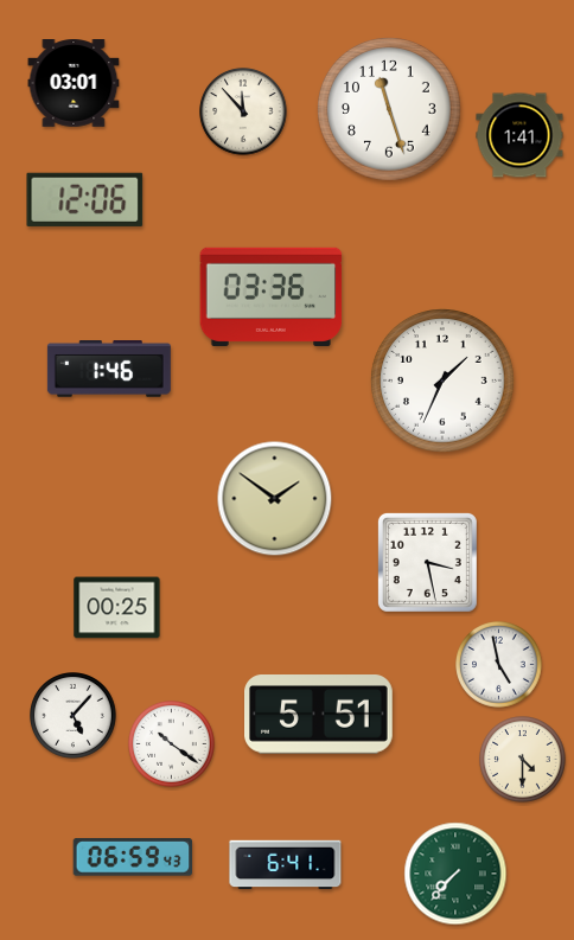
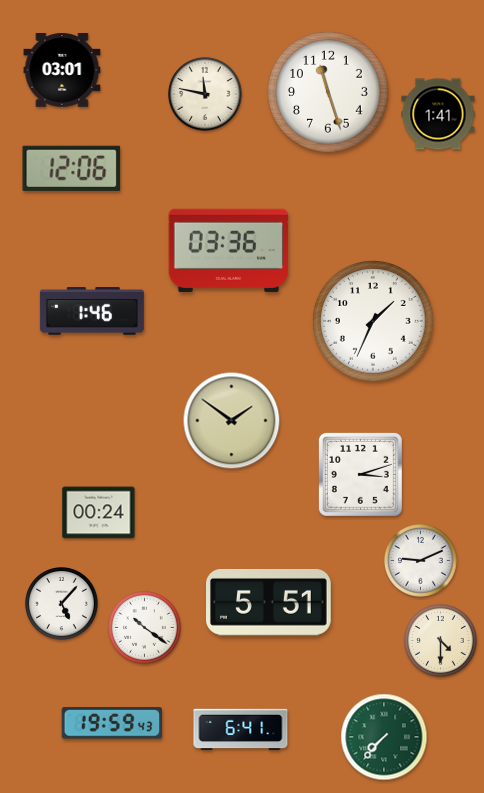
clock at (243, 111): 11:53 -> 11:47
clock at (427, 562): 3:28 -> 3:12
clock at (117, 608): 00:25 -> 00:24
clock at (499, 665): 4:58 -> 9:11
clock at (133, 857): 06:59 -> 19:59
